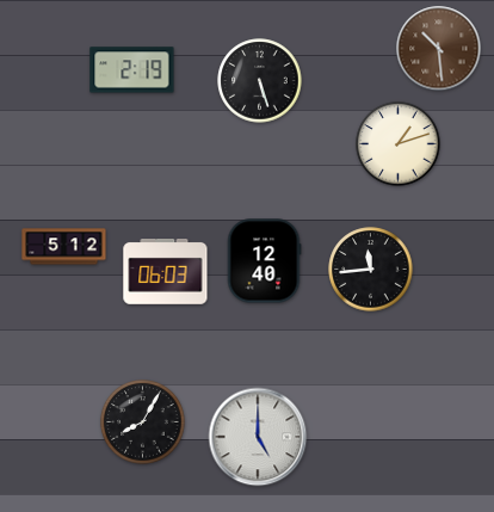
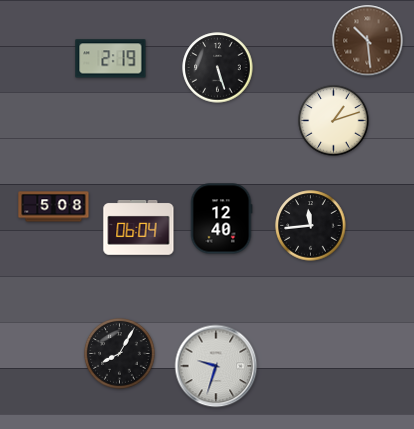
clock at (64, 247): 5:12 -> 5:08
clock at (166, 272): 06:03 -> 06:04
clock at (258, 437): 5:00 -> 9:33
